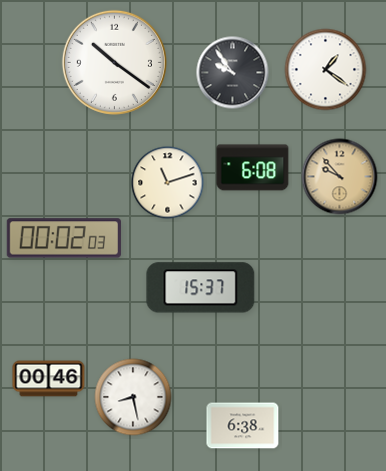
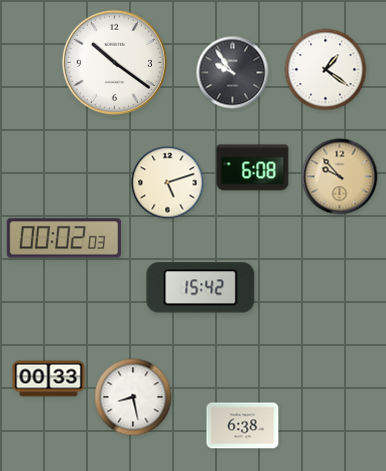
clock at (168, 183): 11:12 -> 5:12
clock at (201, 288): 15:37 -> 15:42
clock at (49, 379): 00:46 -> 00:33
